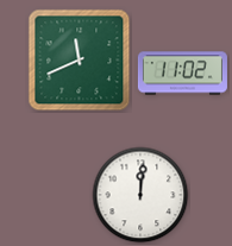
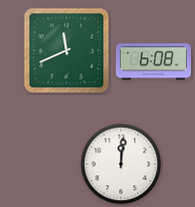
clock at (182, 74): 11:02 -> 6:08
clock at (140, 195) position: (140, 195) -> (121, 164)
